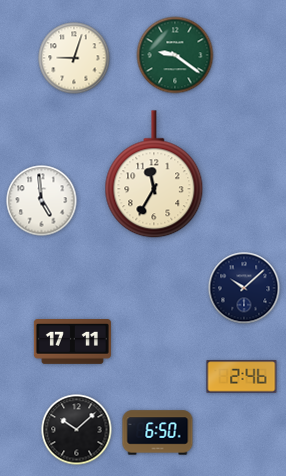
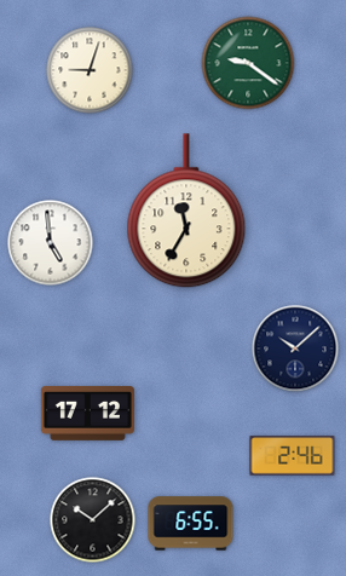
clock at (175, 55) position: (175, 55) -> (248, 63)
clock at (72, 342): 17:11 -> 17:12
clock at (158, 433): 6:50 -> 6:55
